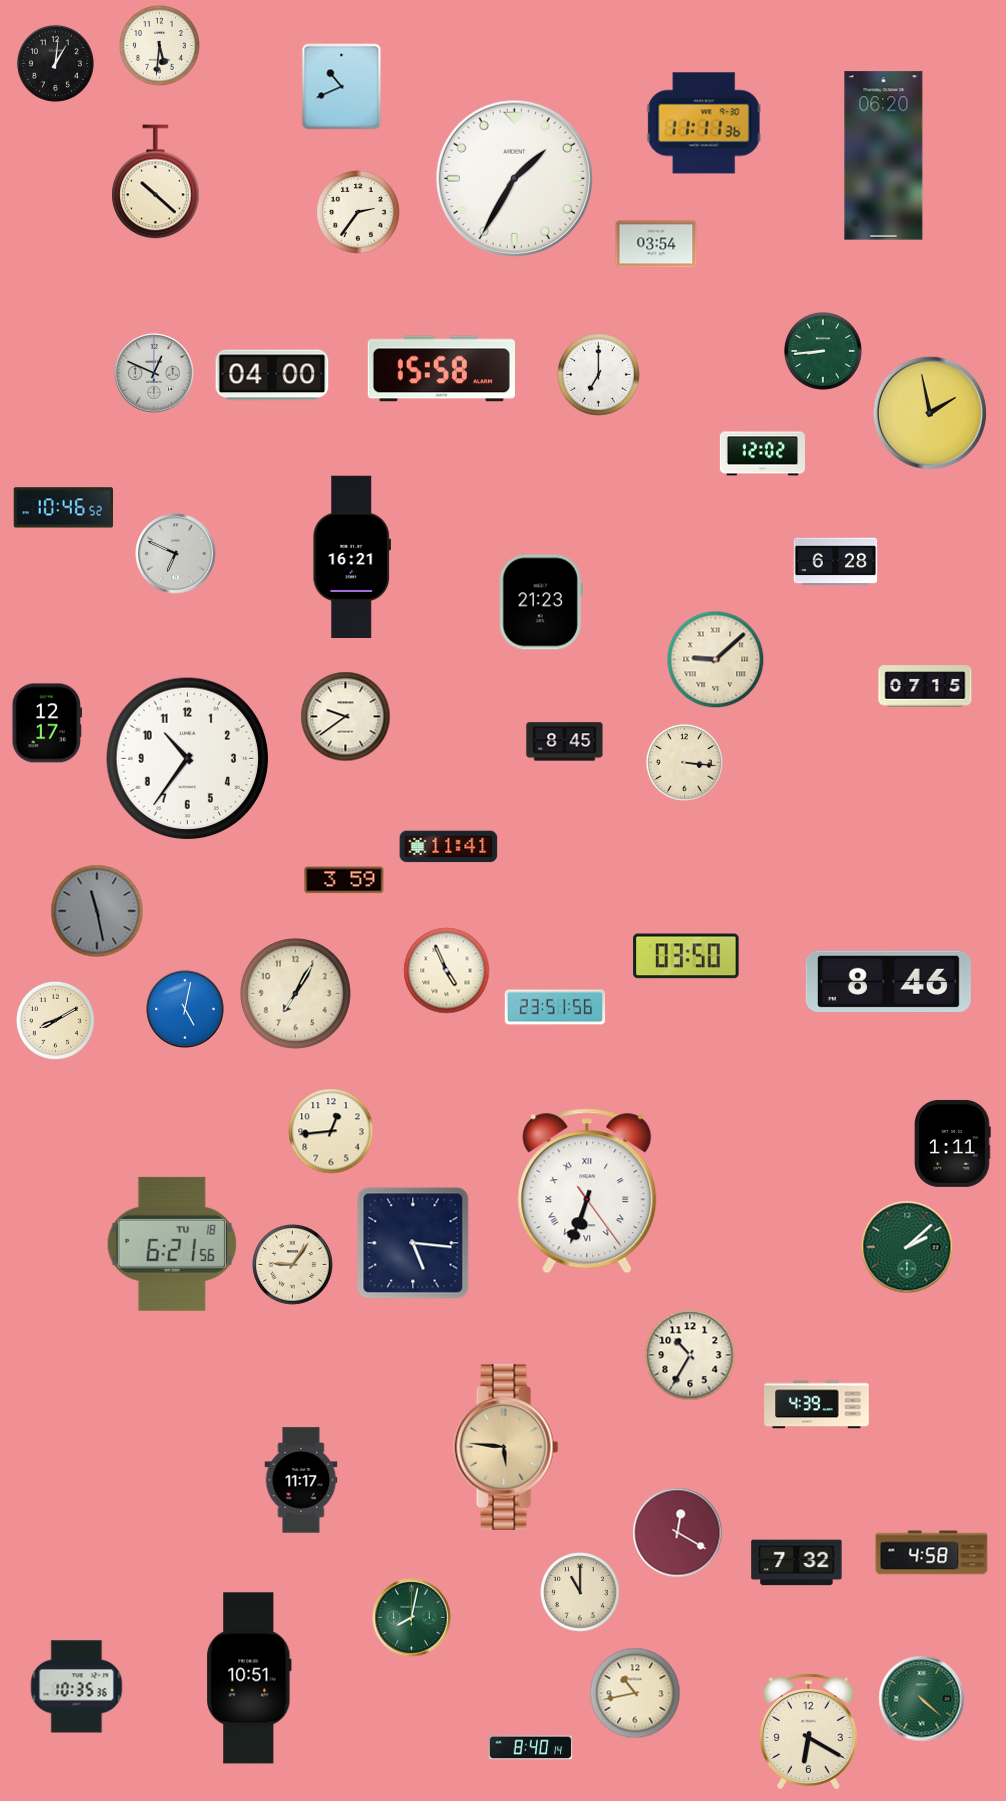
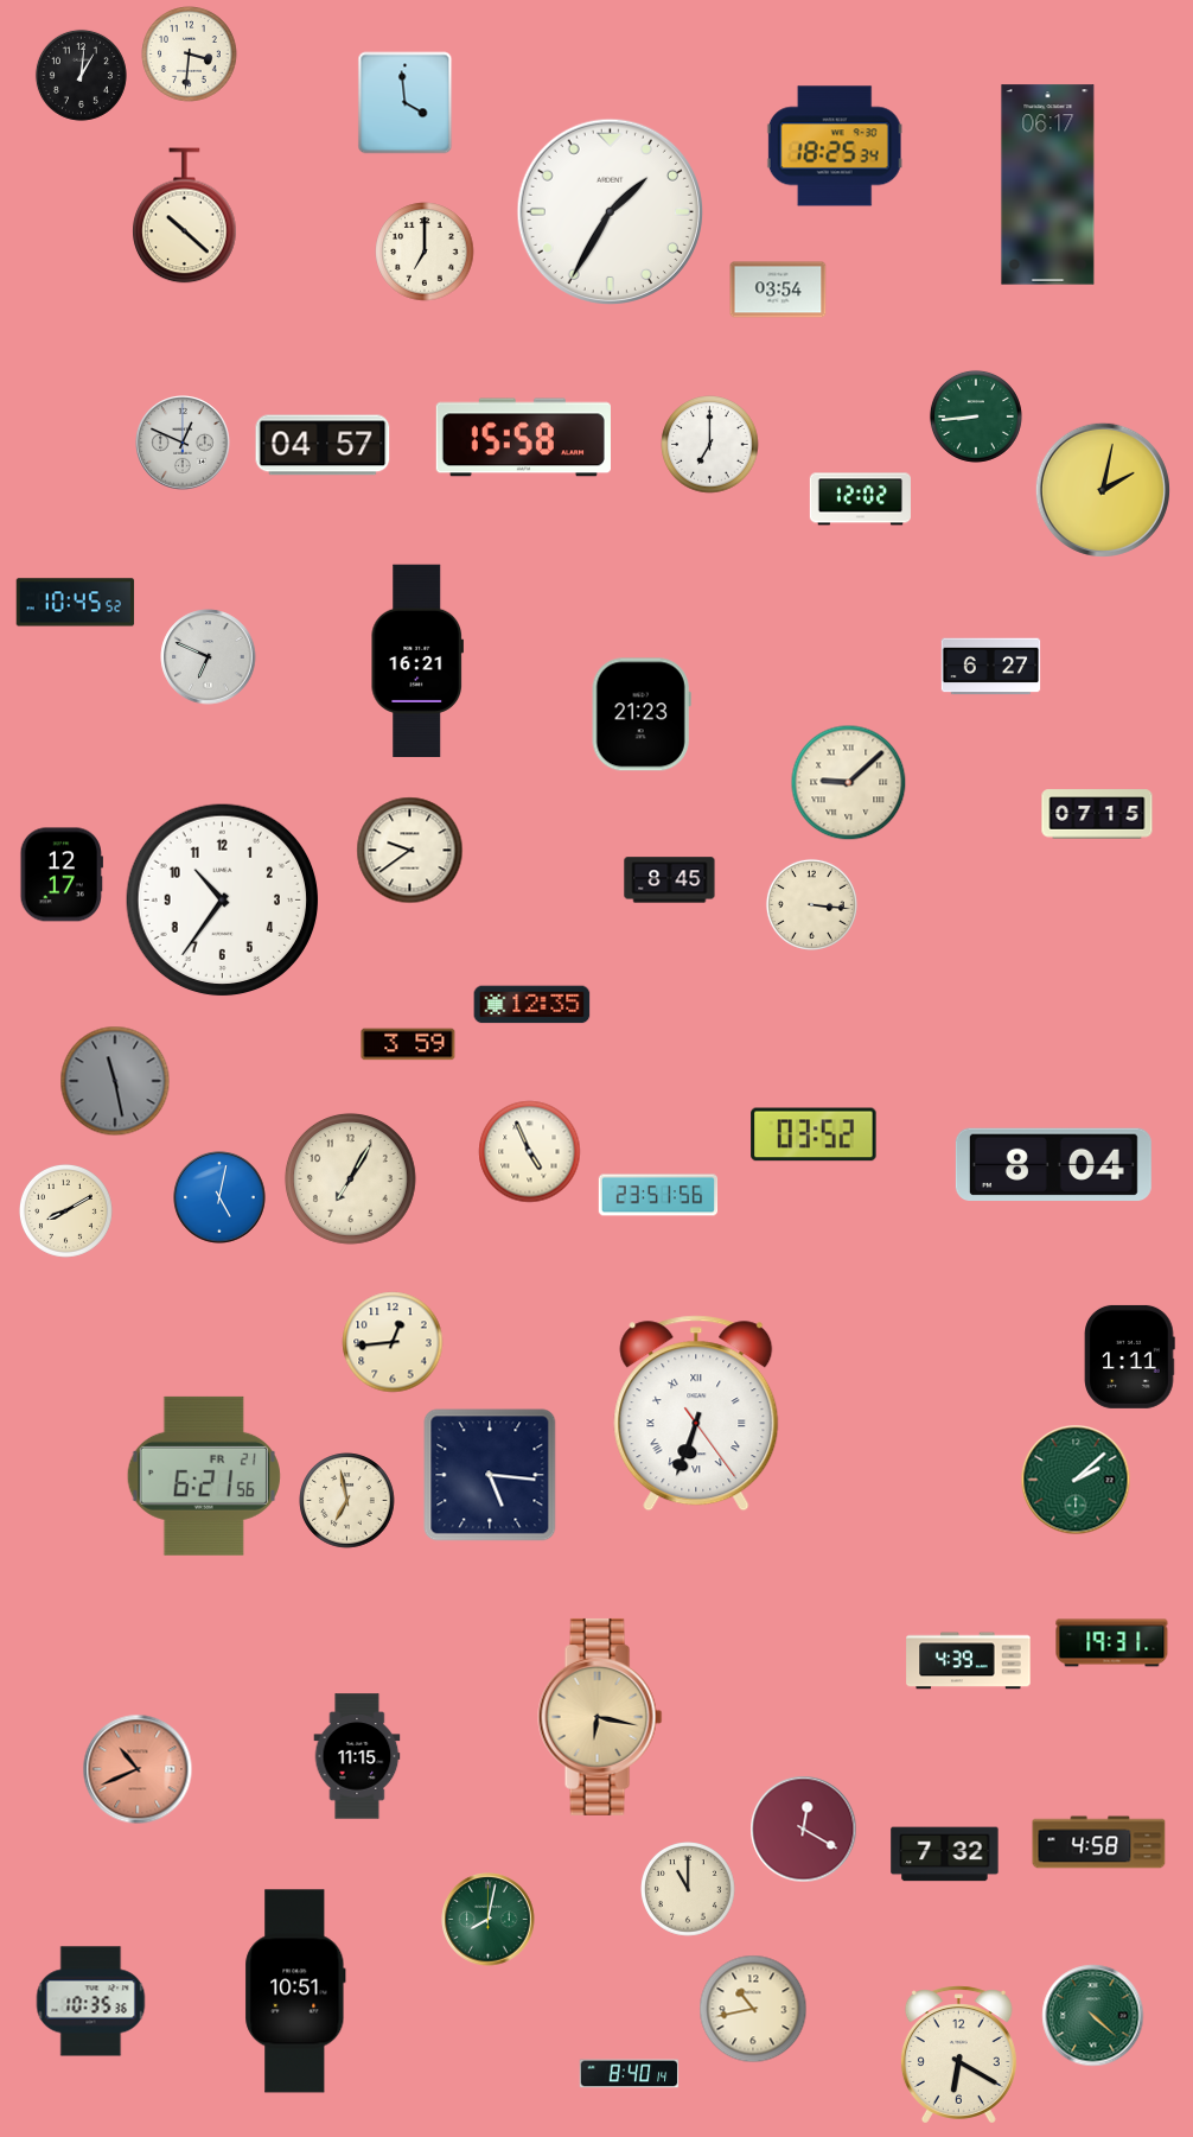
clock at (160, 46): 5:31 -> 3:31
clock at (55, 63) position: (55, 63) -> (81, 75)
clock at (342, 87): 10:41 -> 3:59
clock at (704, 123): 11:11 -> 18:25
clock at (884, 156): 06:20 -> 06:17
clock at (358, 212): 2:36 -> 7:00
clock at (272, 375): 04:00 -> 04:57
clock at (930, 413): 1:58 -> 2:02
clock at (762, 454) position: (762, 454) -> (860, 500)
clock at (64, 508): 10:46 -> 10:45
clock at (836, 562): 6:28 -> 6:27
clock at (46, 723) position: (46, 723) -> (60, 874)
clock at (449, 847): 11:41 -> 12:35
clock at (686, 956): 03:50 -> 03:52
clock at (888, 982): 8:46 -> 8:04
clock at (172, 1244) date: TU 18 -> FR 21
clock at (293, 1265): 9:06 -> 6:58
clock at (690, 1355): 10:35 -> none
clock at (1112, 1643): none -> 19:31
clock at (817, 1405) position: (817, 1405) -> (969, 1661)
clock at (506, 1447): 5:46 -> 6:17
clock at (301, 1480): 11:17 -> 11:15
clock at (138, 1769): none -> 10:41
clock at (678, 1533) position: (678, 1533) -> (804, 1830)
clock at (932, 1553) position: (932, 1553) -> (1099, 1843)
